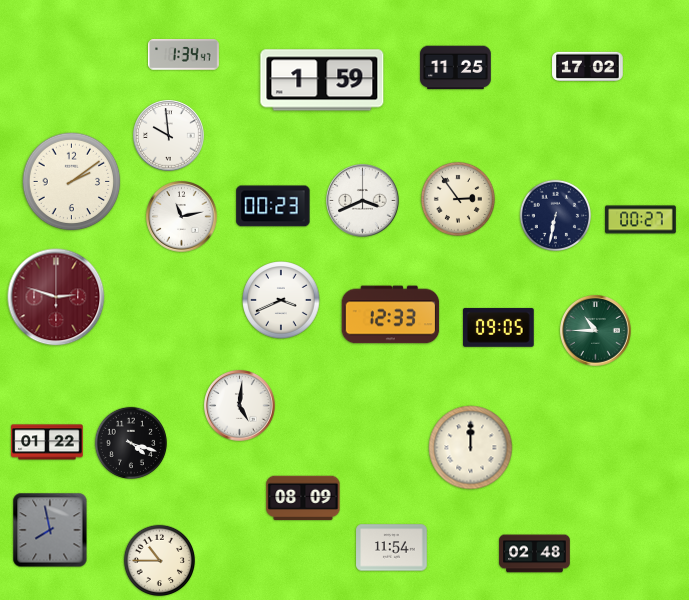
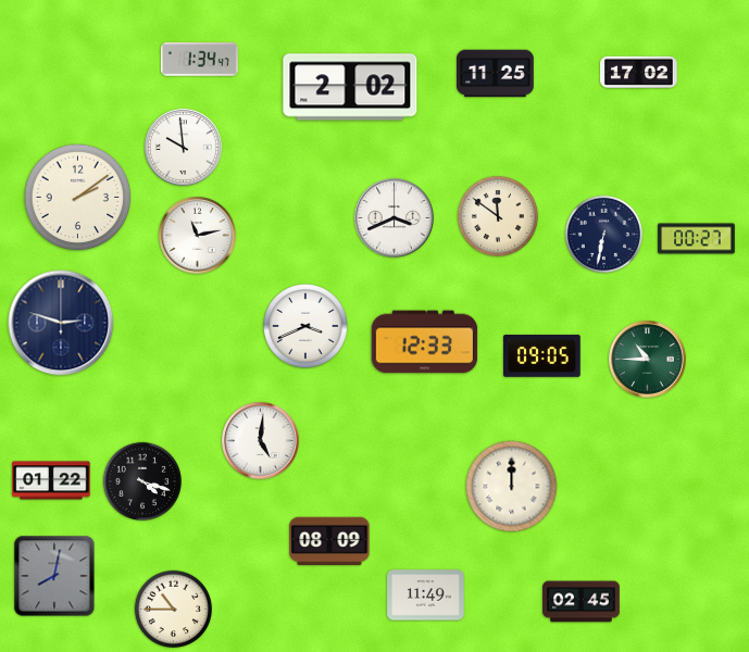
clock at (322, 80): 1:59 -> 2:02
clock at (458, 199): 2:54 -> 11:51
clock at (273, 206): 00:23 -> none
clock at (56, 297) dial: burgundy -> navy
clock at (50, 530): 7:58 -> 8:02
clock at (392, 548): 11:54 -> 11:49
clock at (535, 554): 02:48 -> 02:45
